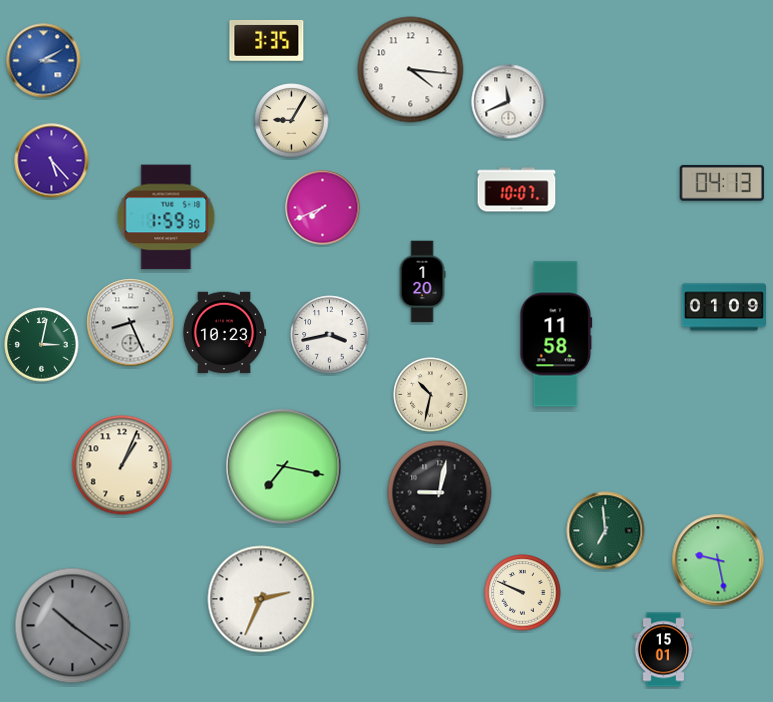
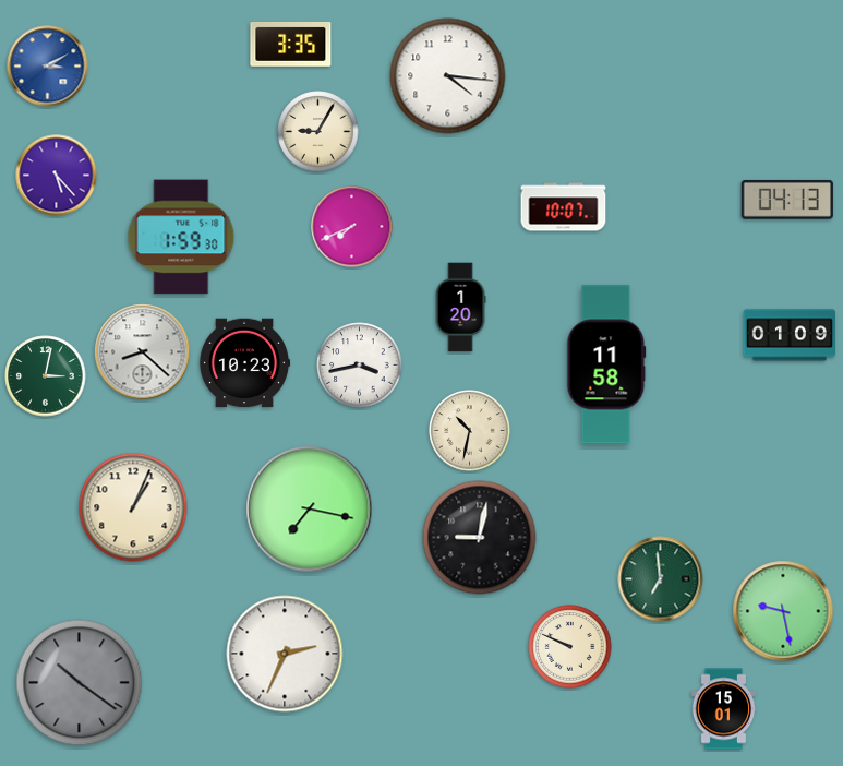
clock at (509, 102): 11:41 -> none
clock at (131, 323): 8:26 -> 8:22
